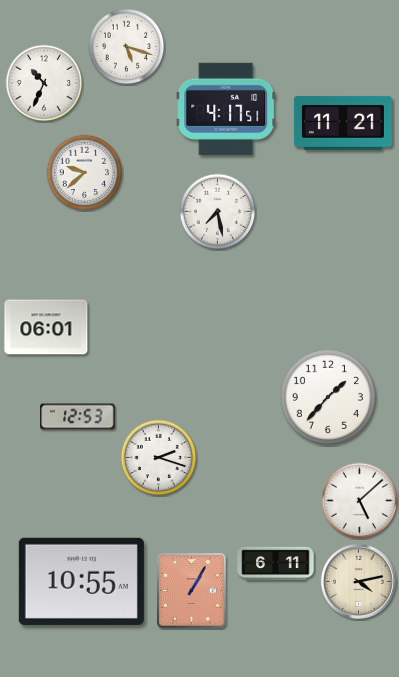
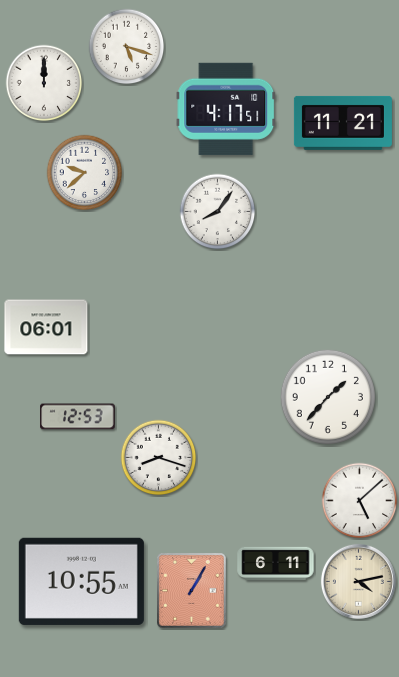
clock at (44, 83): 10:34 -> 12:00
clock at (218, 212): 7:28 -> 8:06
clock at (159, 458): 2:18 -> 8:18
